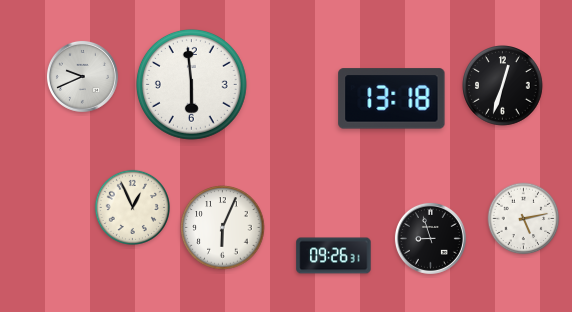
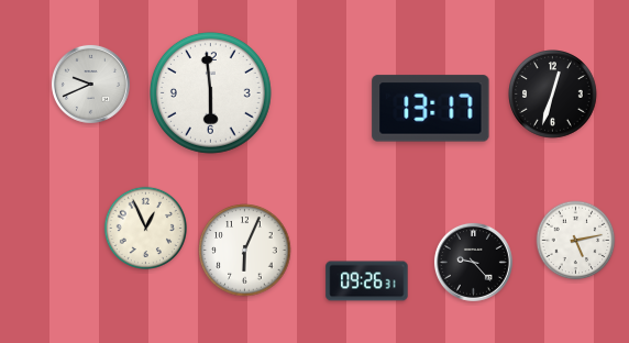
clock at (392, 99): 13:18 -> 13:17
clock at (430, 238): 8:57 -> 9:23
